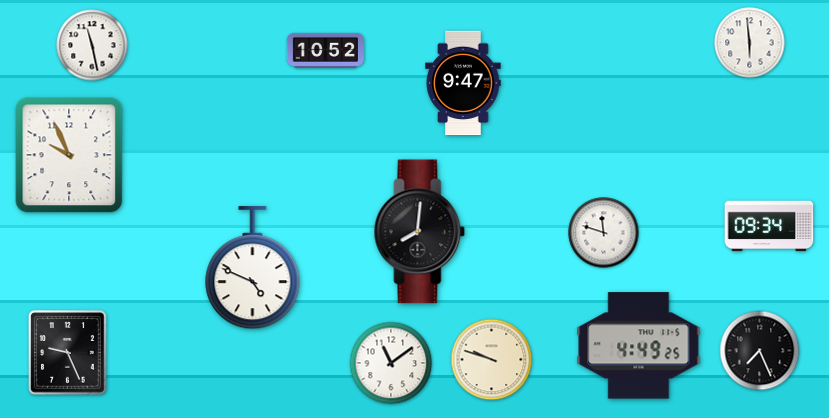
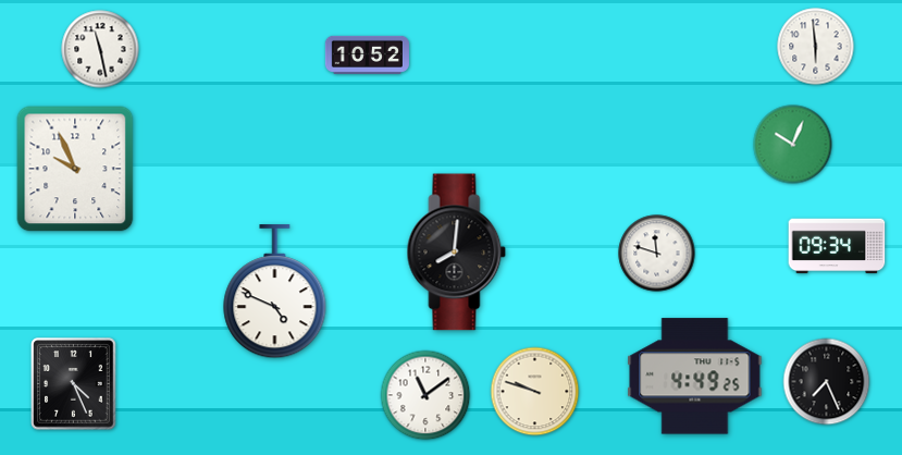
clock at (325, 50) position: (325, 50) -> (367, 54)
clock at (463, 83): 9:47 -> none
clock at (793, 145): none -> 10:04
clock at (68, 353): 9:26 -> 4:26
